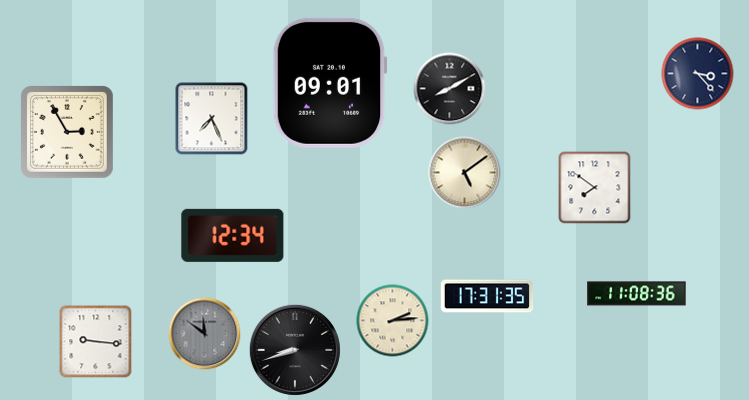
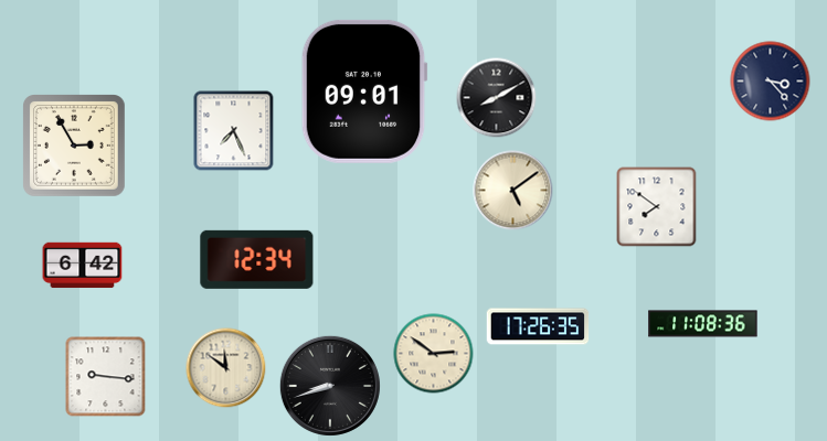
clock at (83, 266): none -> 6:42
clock at (487, 296): 17:31 -> 17:26
clock at (393, 321): 2:14 -> 2:51
clock at (205, 334) dial: grey -> cream
clock at (295, 350) position: (295, 350) -> (330, 386)
